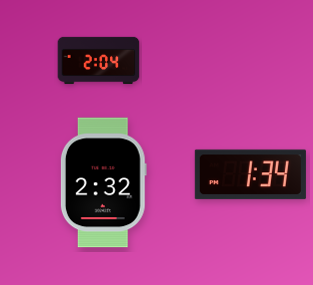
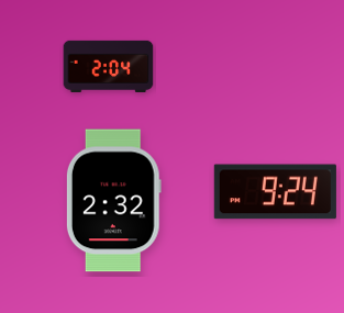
clock at (250, 175): 1:34 -> 9:24
